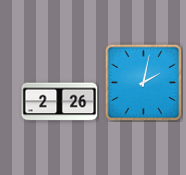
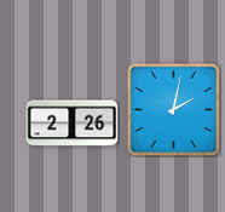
clock at (143, 82) position: (143, 82) -> (173, 109)
